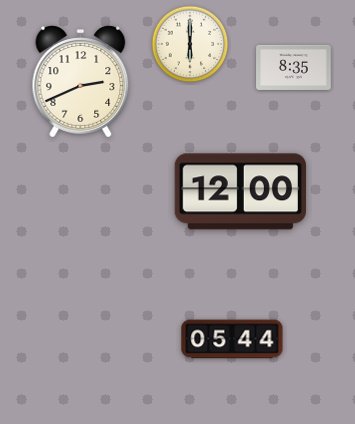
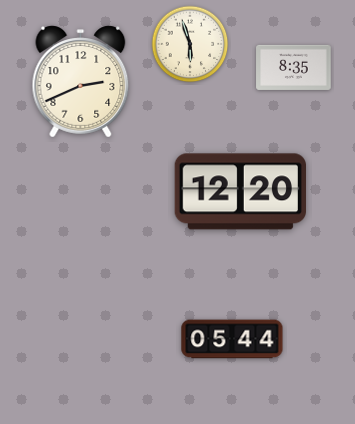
clock at (190, 44): 6:00 -> 5:57
clock at (240, 192): 12:00 -> 12:20
